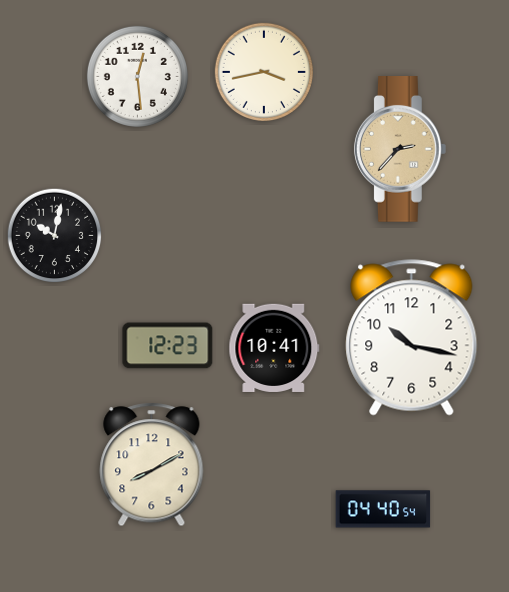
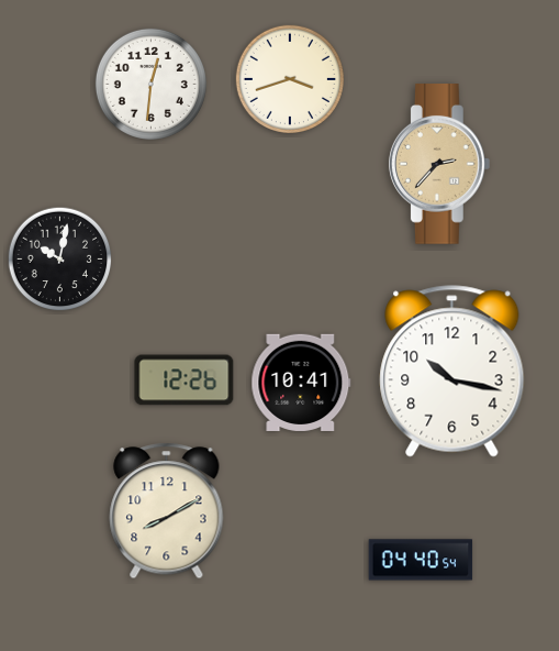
clock at (264, 72): 3:43 -> 3:42
clock at (137, 76): 12:29 -> 12:31
clock at (168, 346): 12:23 -> 12:26
